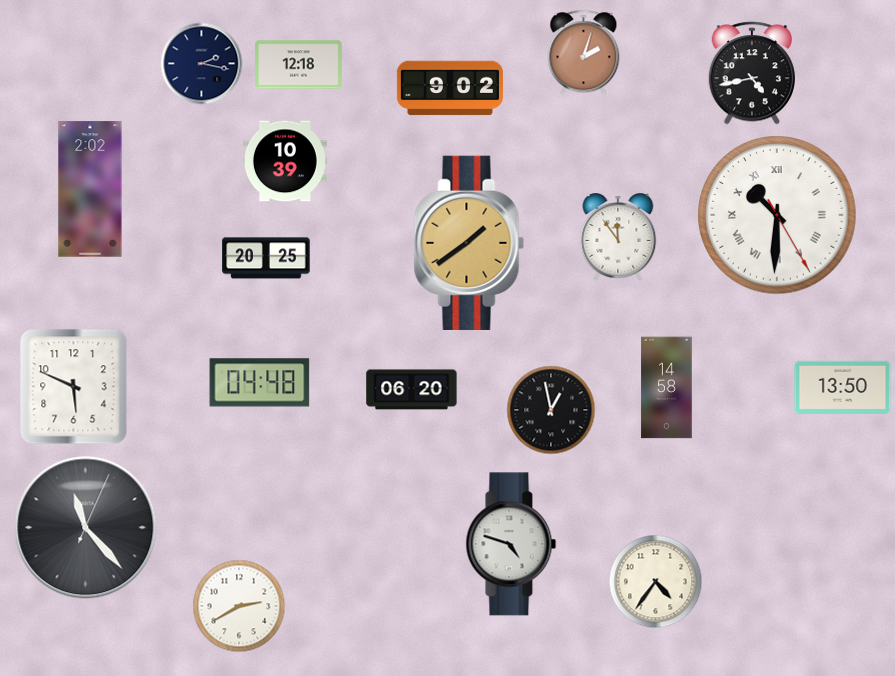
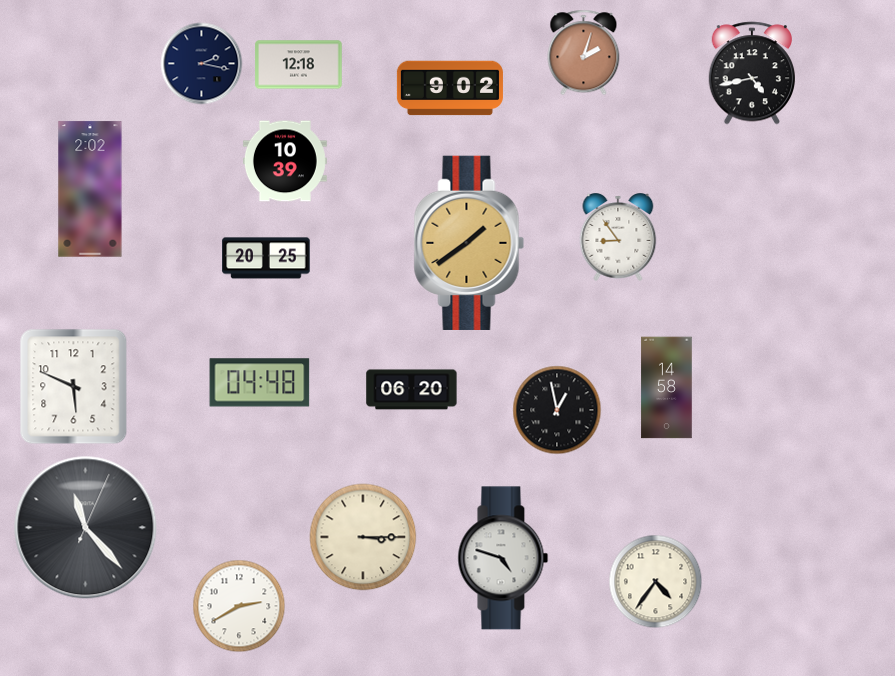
clock at (777, 215): 10:30 -> none
clock at (618, 238): 11:54 -> 8:54
clock at (843, 387): 13:50 -> none
clock at (551, 410) position: (551, 410) -> (557, 410)
clock at (363, 537): none -> 3:15
clock at (511, 544) position: (511, 544) -> (503, 558)
